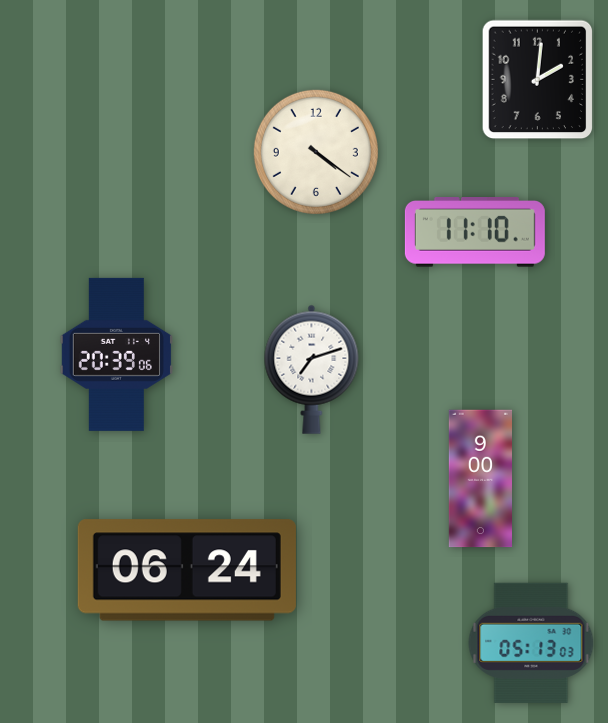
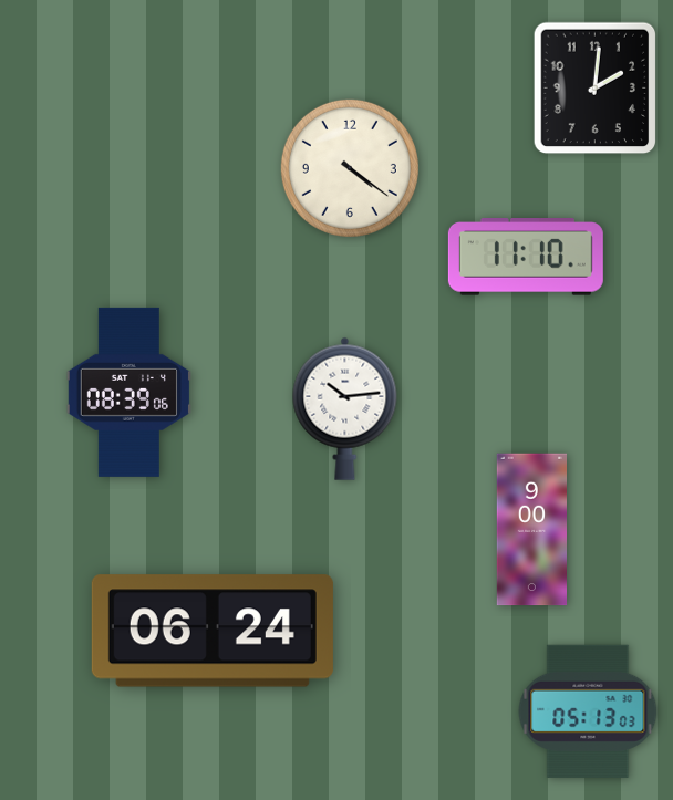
clock at (116, 354): 20:39 -> 08:39
clock at (312, 369): 7:12 -> 10:14
clock at (187, 570) position: (187, 570) -> (213, 631)
